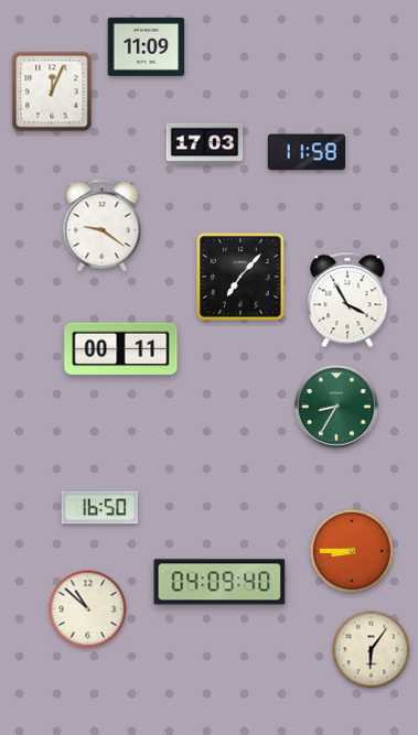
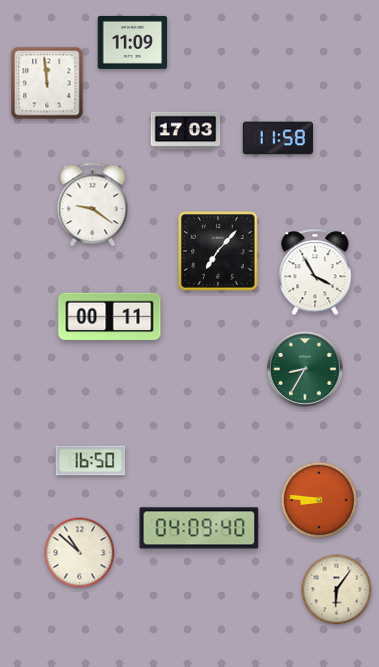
clock at (52, 91): 12:04 -> 11:59
clock at (352, 551): 8:45 -> 8:46
